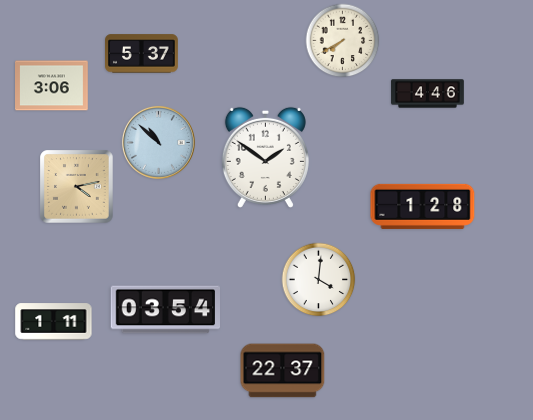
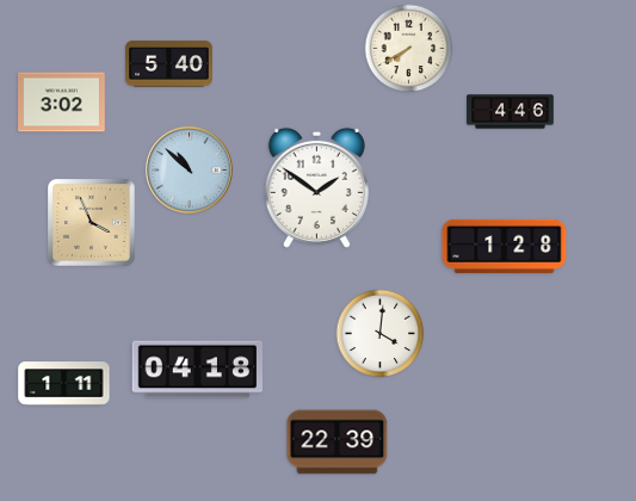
clock at (142, 54): 5:37 -> 5:40
clock at (52, 86): 3:06 -> 3:02
clock at (77, 187): 4:13 -> 3:56
clock at (165, 310): 03:54 -> 04:18
clock at (283, 371): 22:37 -> 22:39
